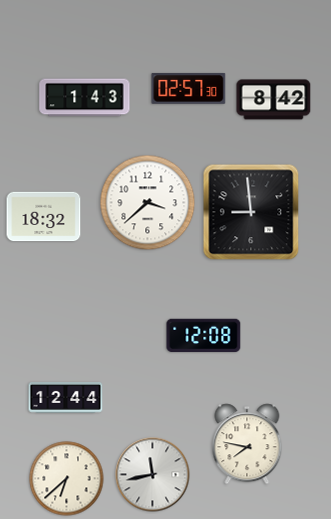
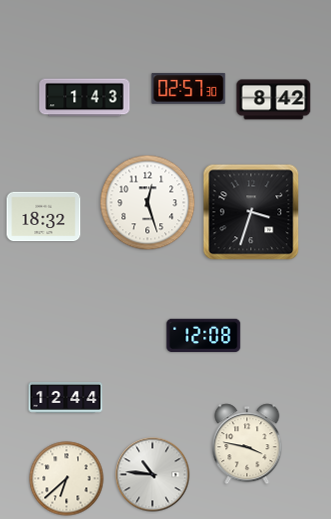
clock at (148, 203): 3:38 -> 12:27
clock at (251, 212): 8:59 -> 3:33
clock at (247, 444): 7:47 -> 3:47
clock at (153, 475): 11:43 -> 10:46
